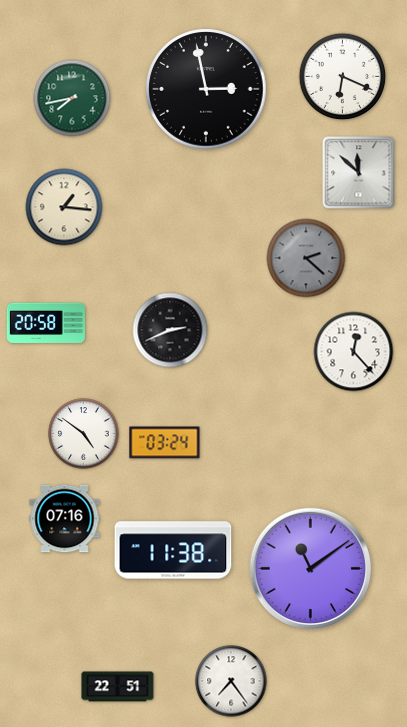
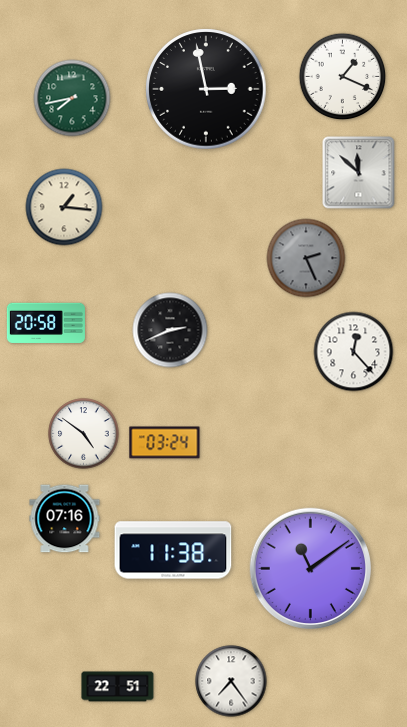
clock at (343, 77): 6:19 -> 1:19
clock at (306, 258): 2:22 -> 2:26
